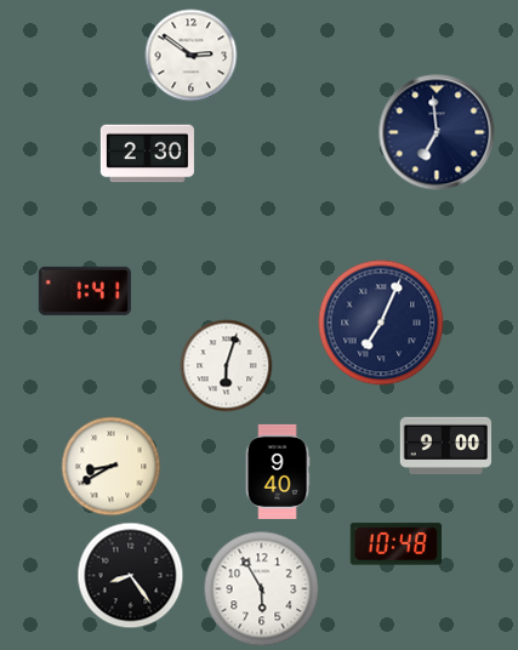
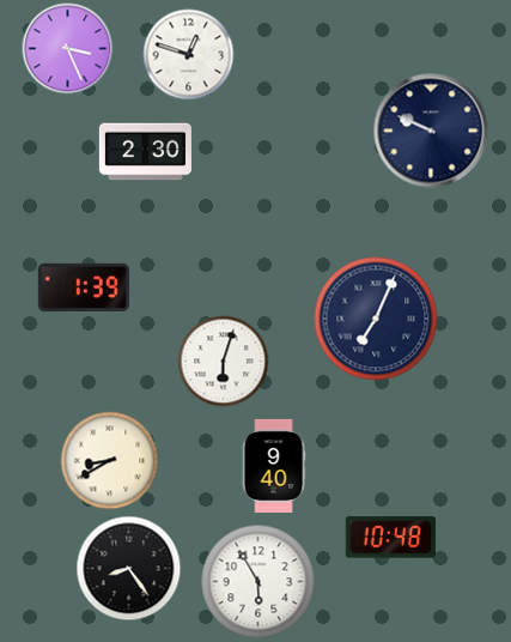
clock at (68, 49): none -> 3:26
clock at (192, 56): 2:51 -> 12:48
clock at (437, 132): 6:59 -> 9:49
clock at (85, 291): 1:41 -> 1:39
clock at (445, 445): 9:00 -> none
